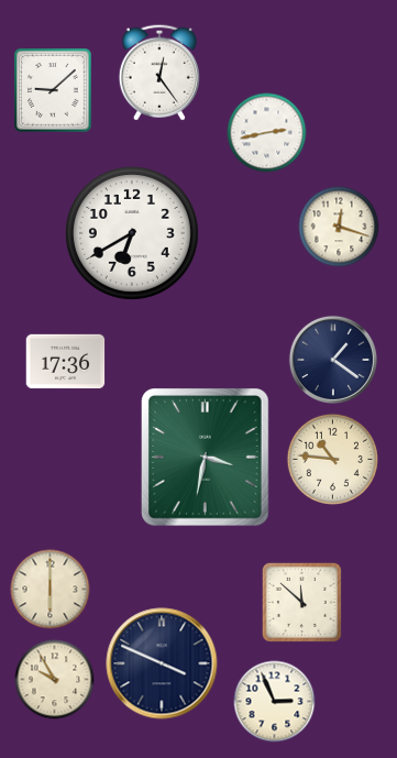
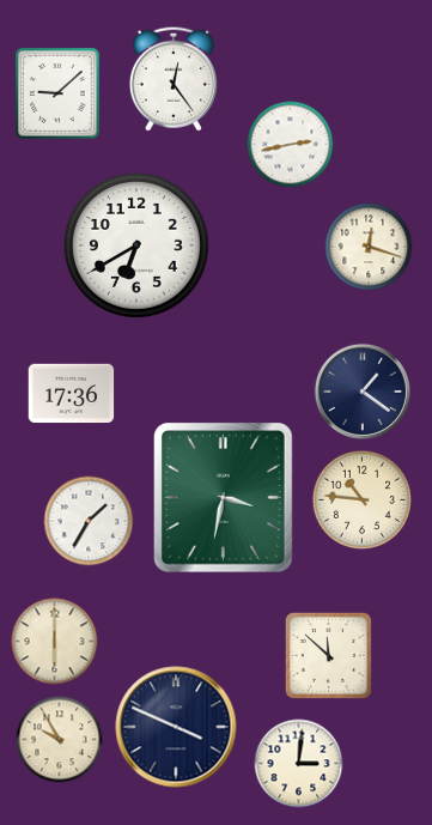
clock at (53, 90) position: (53, 90) -> (57, 93)
clock at (132, 233) position: (132, 233) -> (136, 245)
clock at (89, 521): none -> 1:35
clock at (162, 663) position: (162, 663) -> (176, 727)
clock at (275, 702): 2:56 -> 3:01
